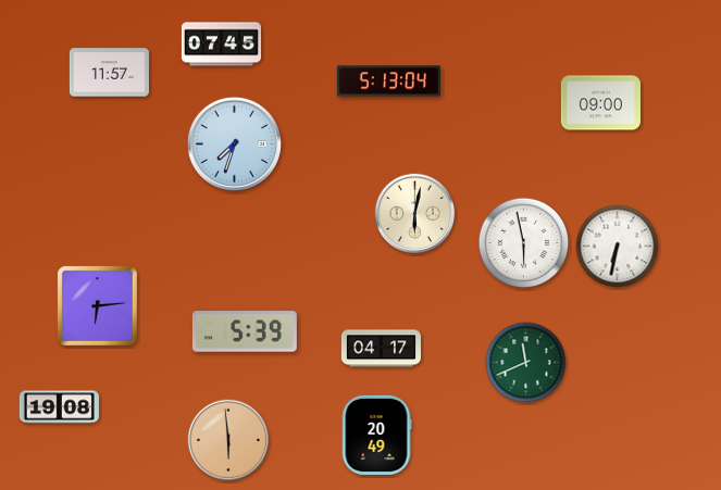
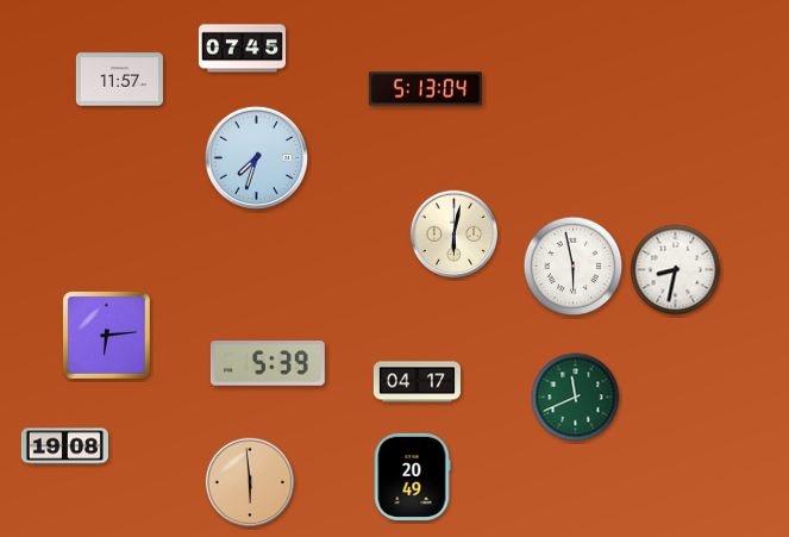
clock at (600, 103): 09:00 -> none
clock at (618, 247): 6:32 -> 8:32
